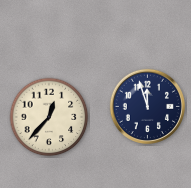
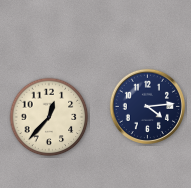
clock at (147, 106): 11:57 -> 4:14
